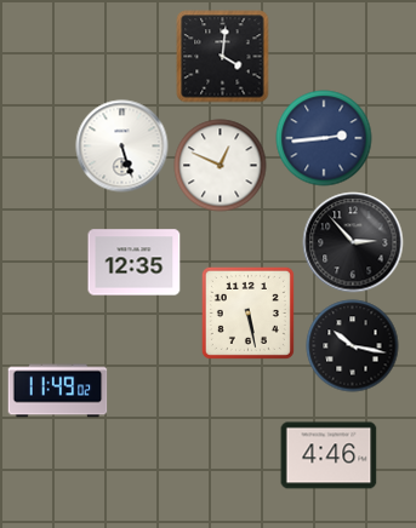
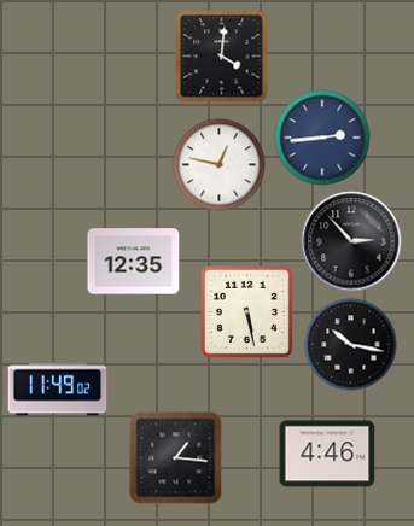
clock at (122, 147): 5:27 -> none
clock at (221, 166): 12:49 -> 12:47
clock at (176, 458): none -> 1:16
